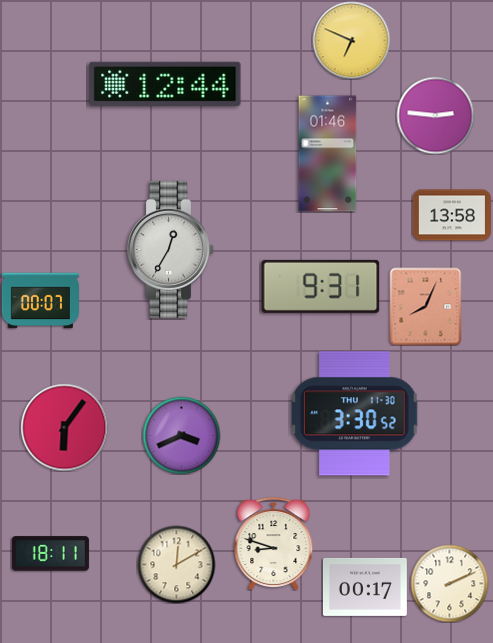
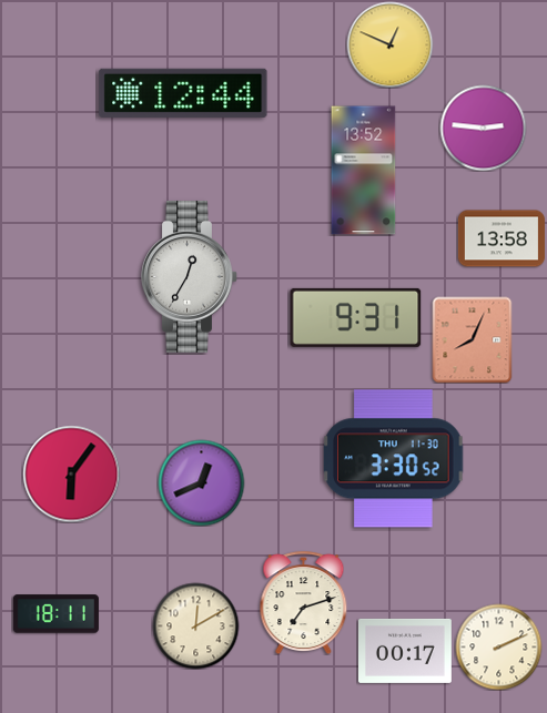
clock at (351, 40): 6:49 -> 12:49
clock at (328, 154): 01:46 -> 13:52
clock at (40, 301): 00:07 -> none
clock at (181, 435): 3:41 -> 12:41
clock at (274, 543): 8:48 -> 7:12
